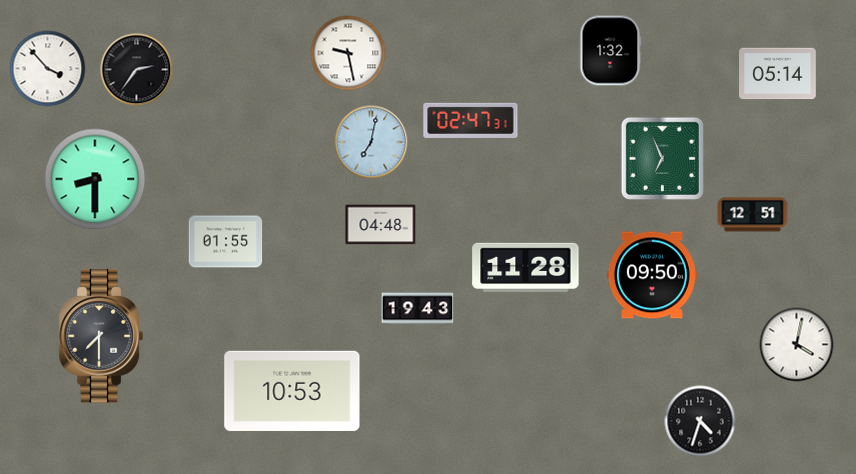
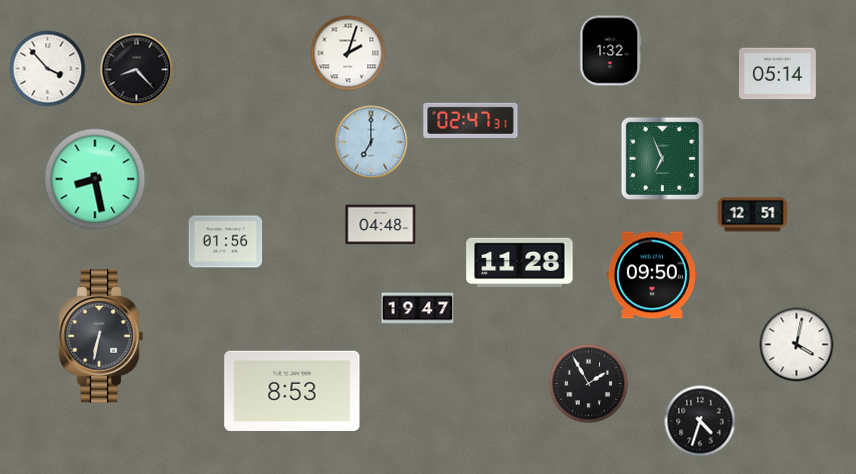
clock at (348, 53): 9:28 -> 2:03
clock at (137, 70): 2:36 -> 8:23
clock at (371, 142): 7:02 -> 7:00
clock at (95, 179): 8:30 -> 8:28
clock at (226, 242): 01:55 -> 01:56
clock at (526, 268) position: (526, 268) -> (520, 263)
clock at (418, 309): 19:43 -> 19:47
clock at (101, 336): 7:30 -> 6:32
clock at (589, 384): none -> 1:55
clock at (292, 391): 10:53 -> 8:53
